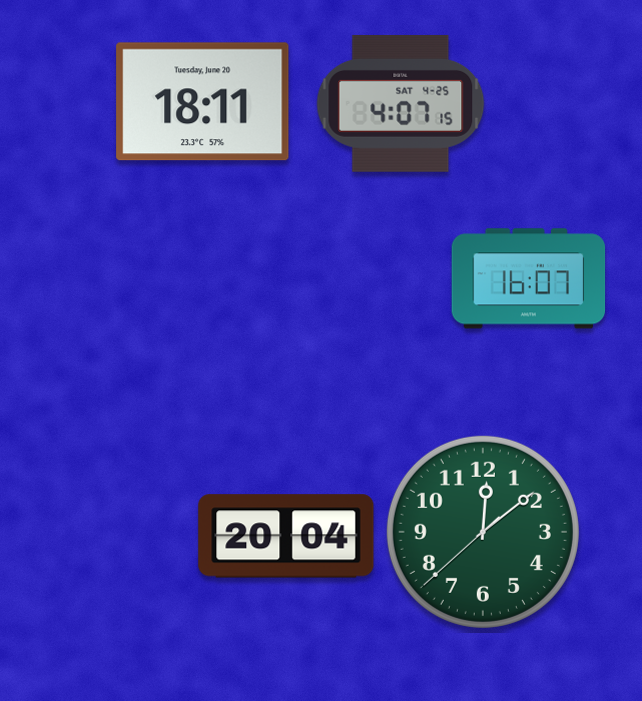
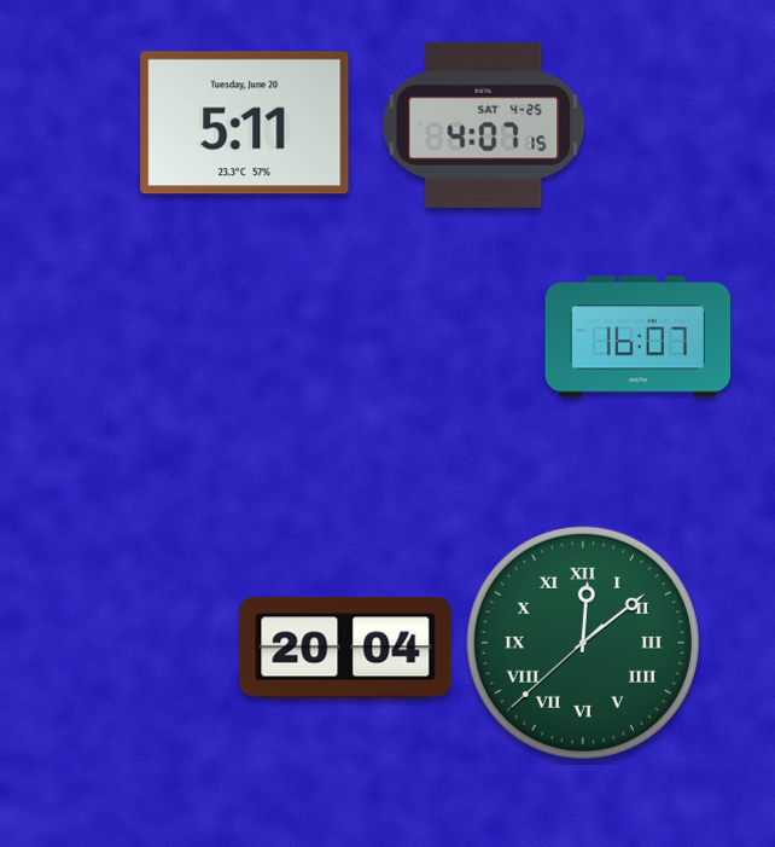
clock at (203, 102): 18:11 -> 5:11
clock at (483, 532) numerals: Arabic -> Roman
